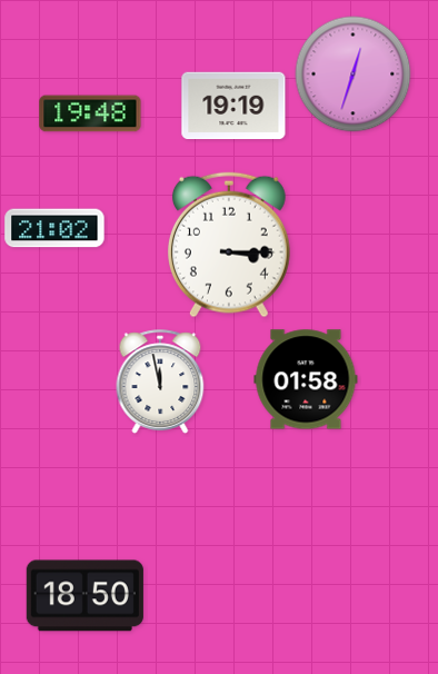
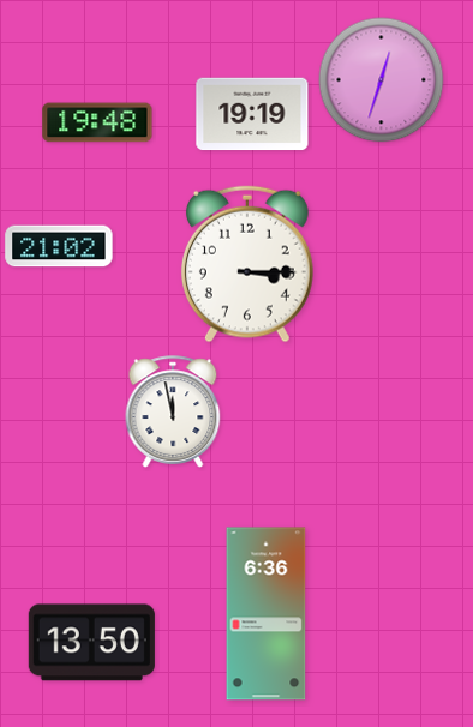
clock at (306, 379): 01:58 -> none
clock at (267, 614): none -> 6:36
clock at (84, 596): 18:50 -> 13:50
